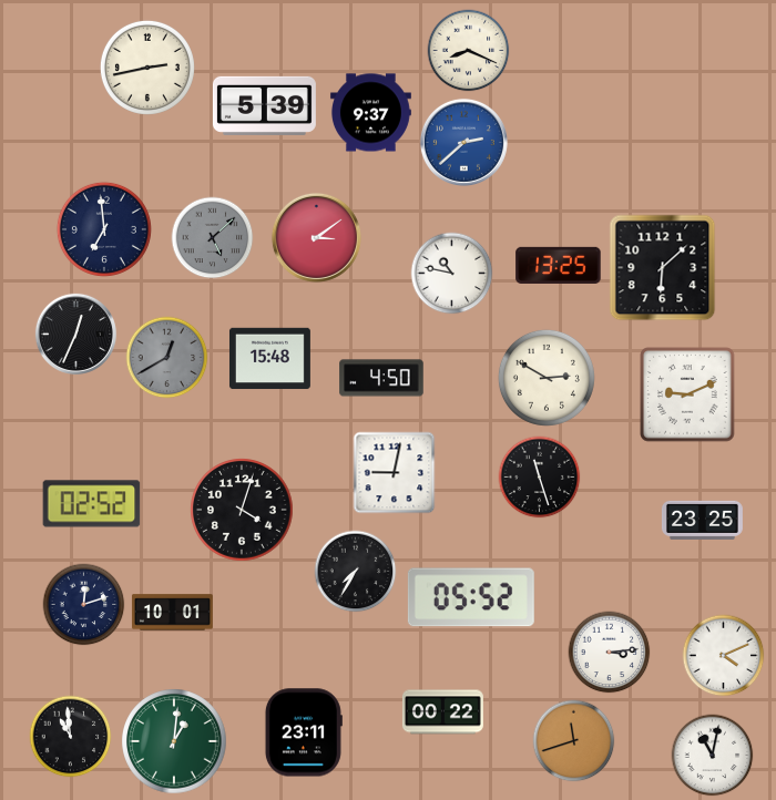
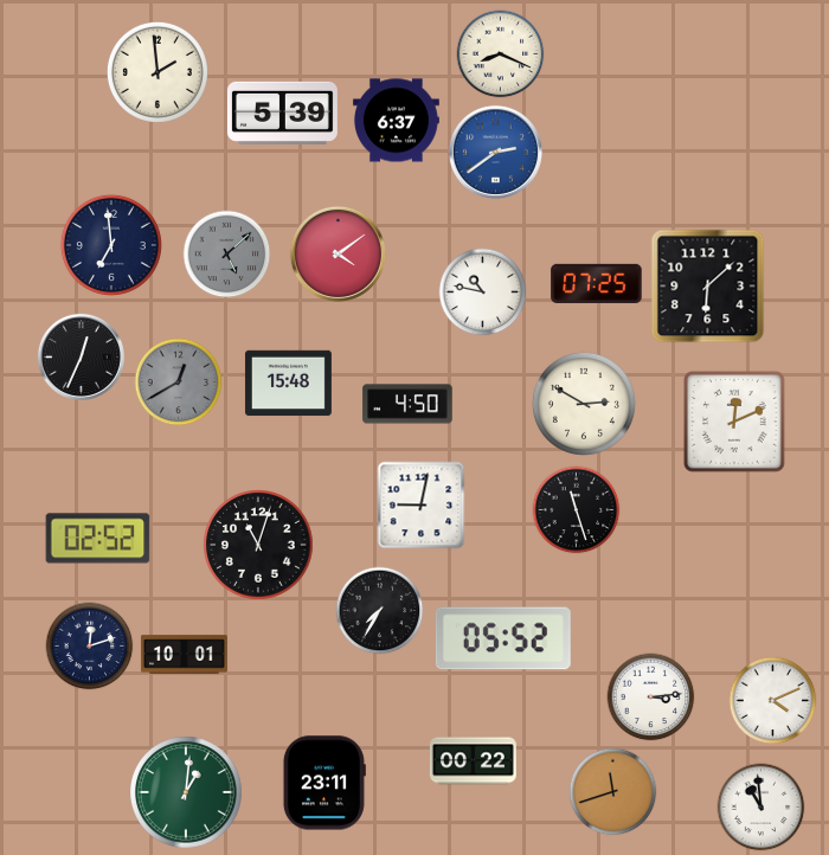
clock at (147, 68): 2:43 -> 1:59
clock at (370, 113): 9:37 -> 6:37
clock at (463, 142): 2:38 -> 2:39
clock at (316, 237): 3:09 -> 4:09
clock at (559, 265): 13:25 -> 07:25
clock at (687, 394): 9:11 -> 12:11
clock at (243, 511): 4:03 -> 11:03
clock at (702, 520): 23:25 -> none
clock at (71, 737): 10:59 -> none
clock at (713, 756): 11:02 -> 10:59
